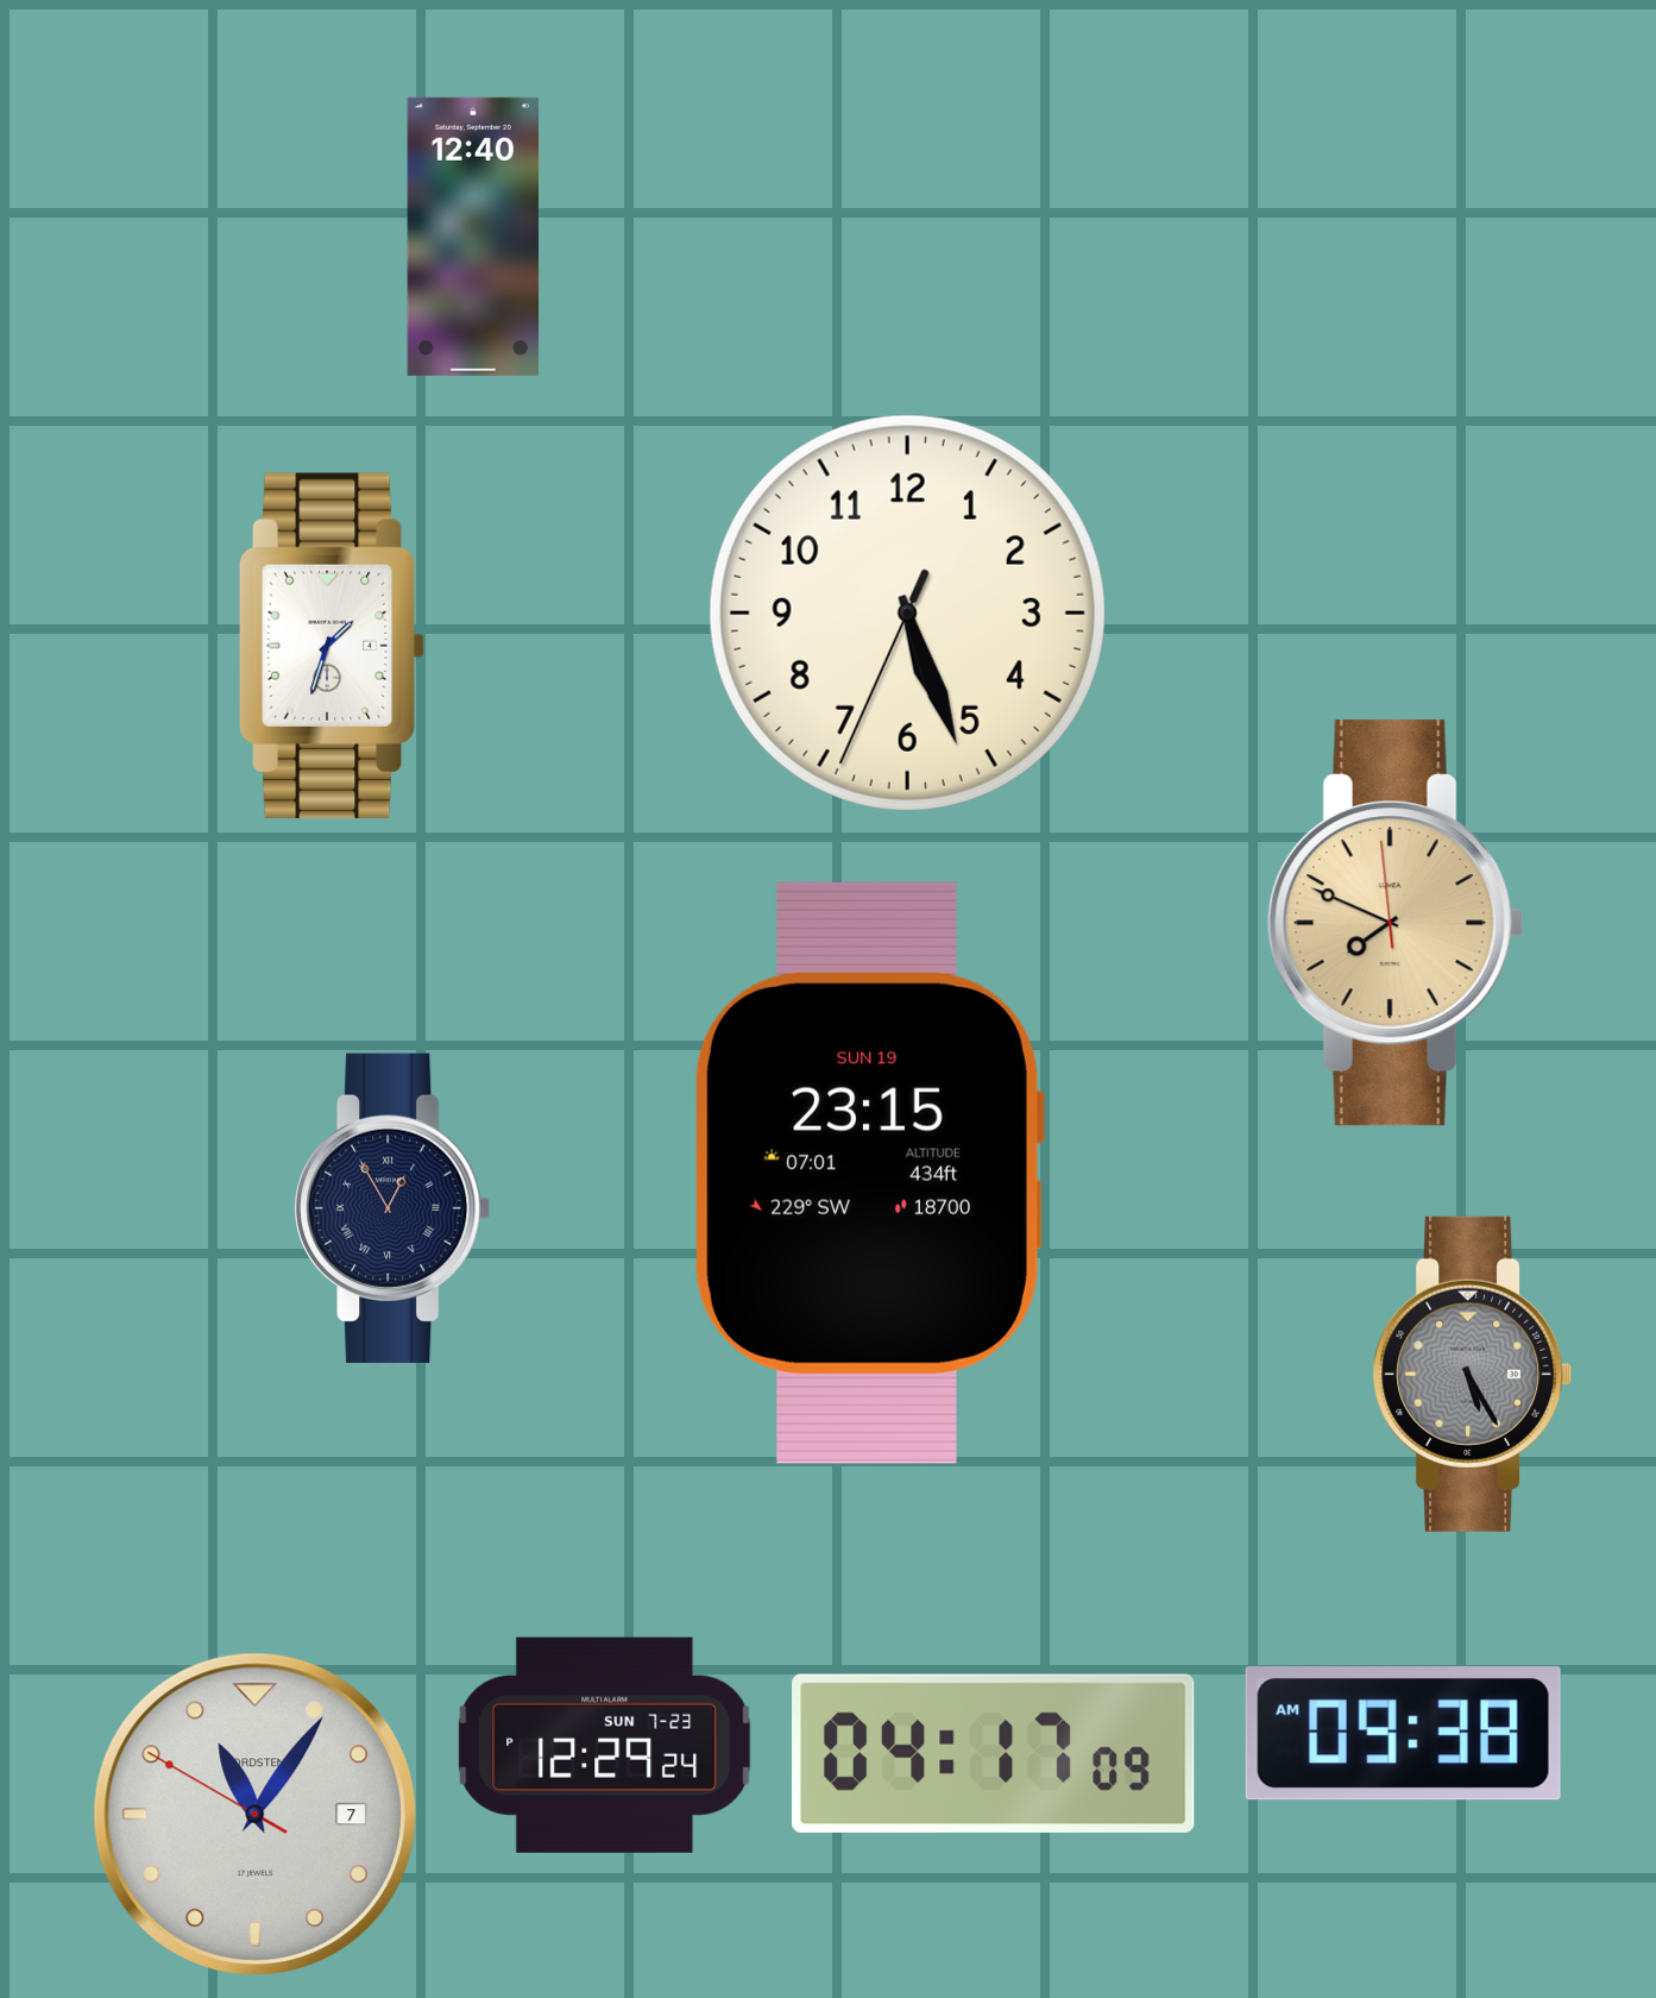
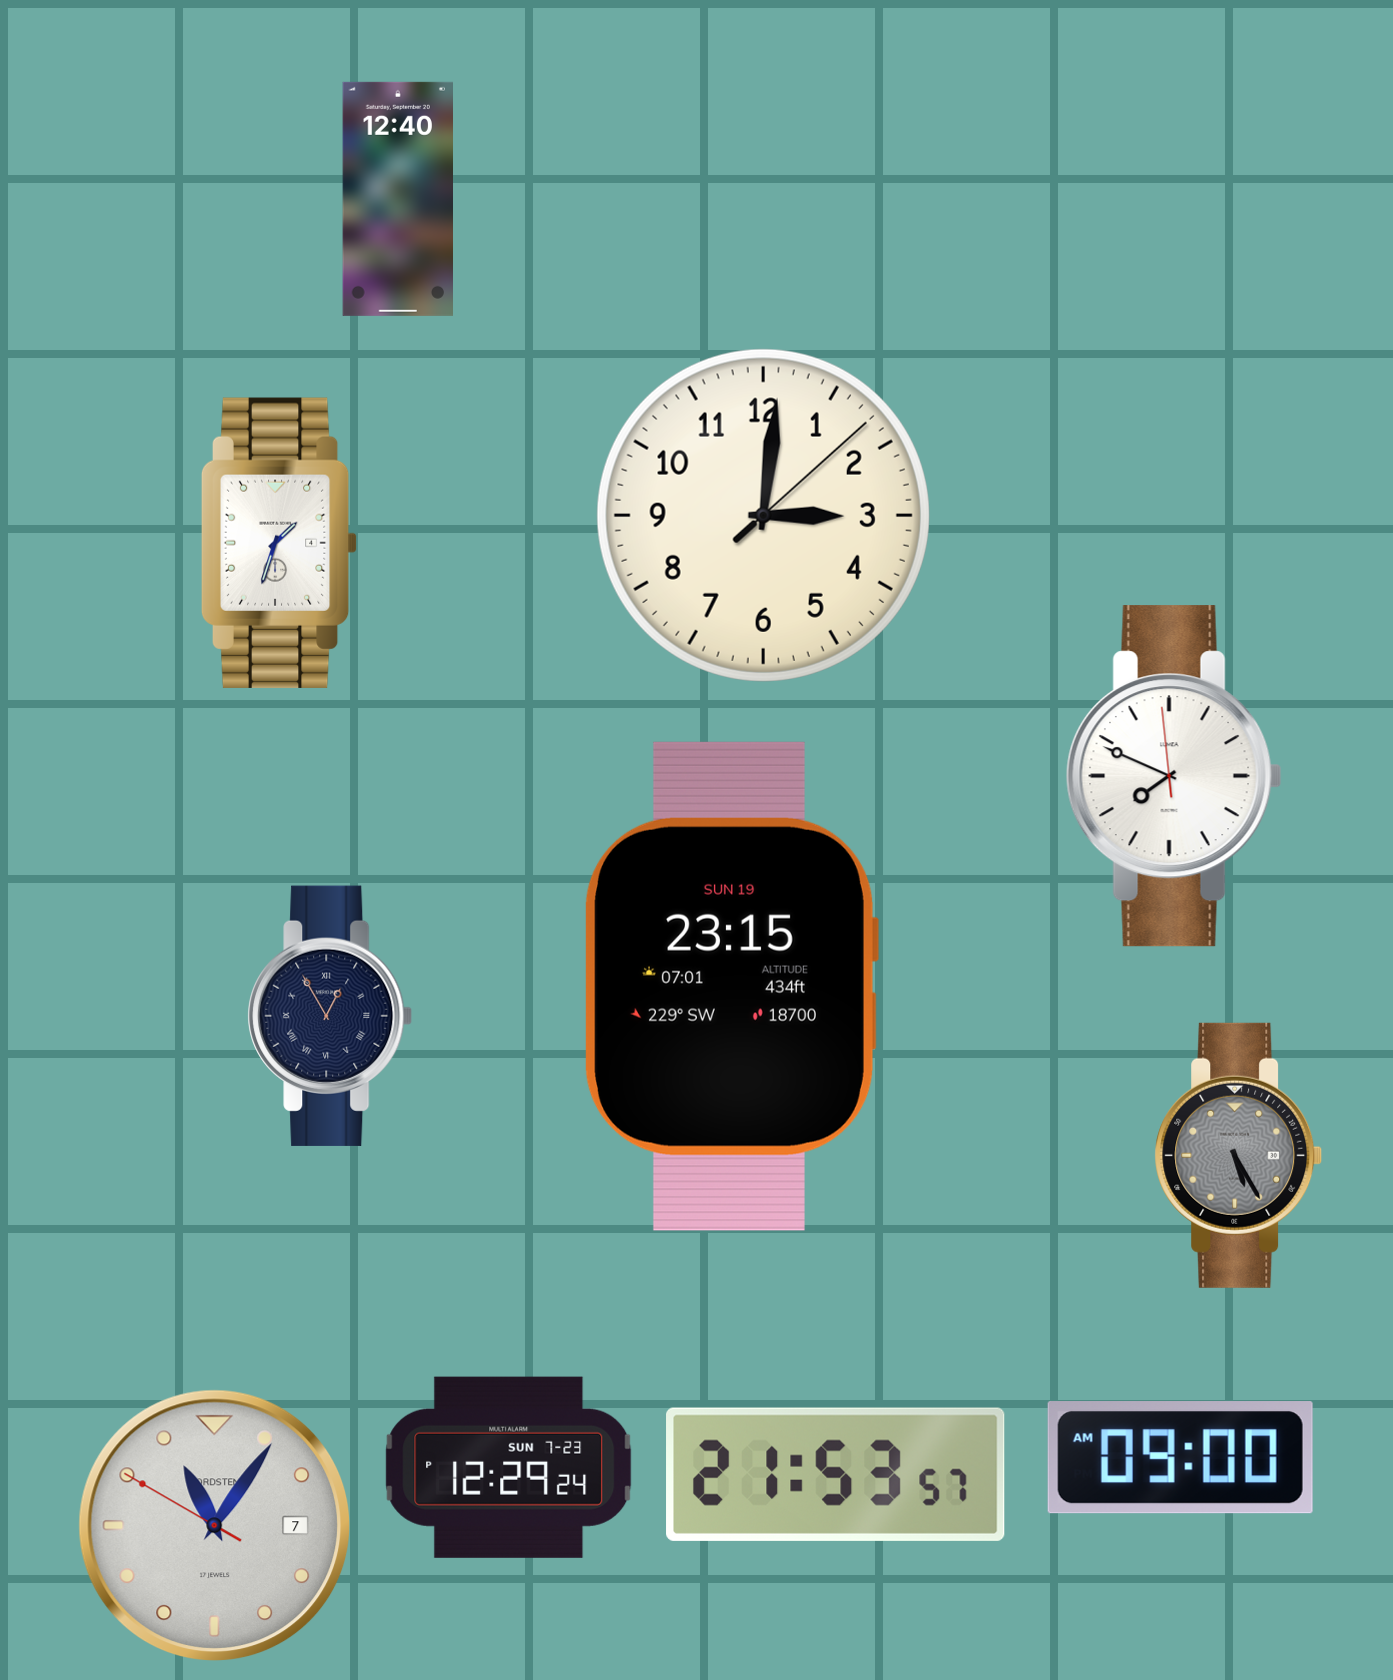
clock at (907, 612): 5:26 -> 3:01
clock at (1396, 923) dial: champagne -> white
clock at (1403, 1734): 09:38 -> 09:00
clock at (994, 1753): 04:17 -> 21:53
